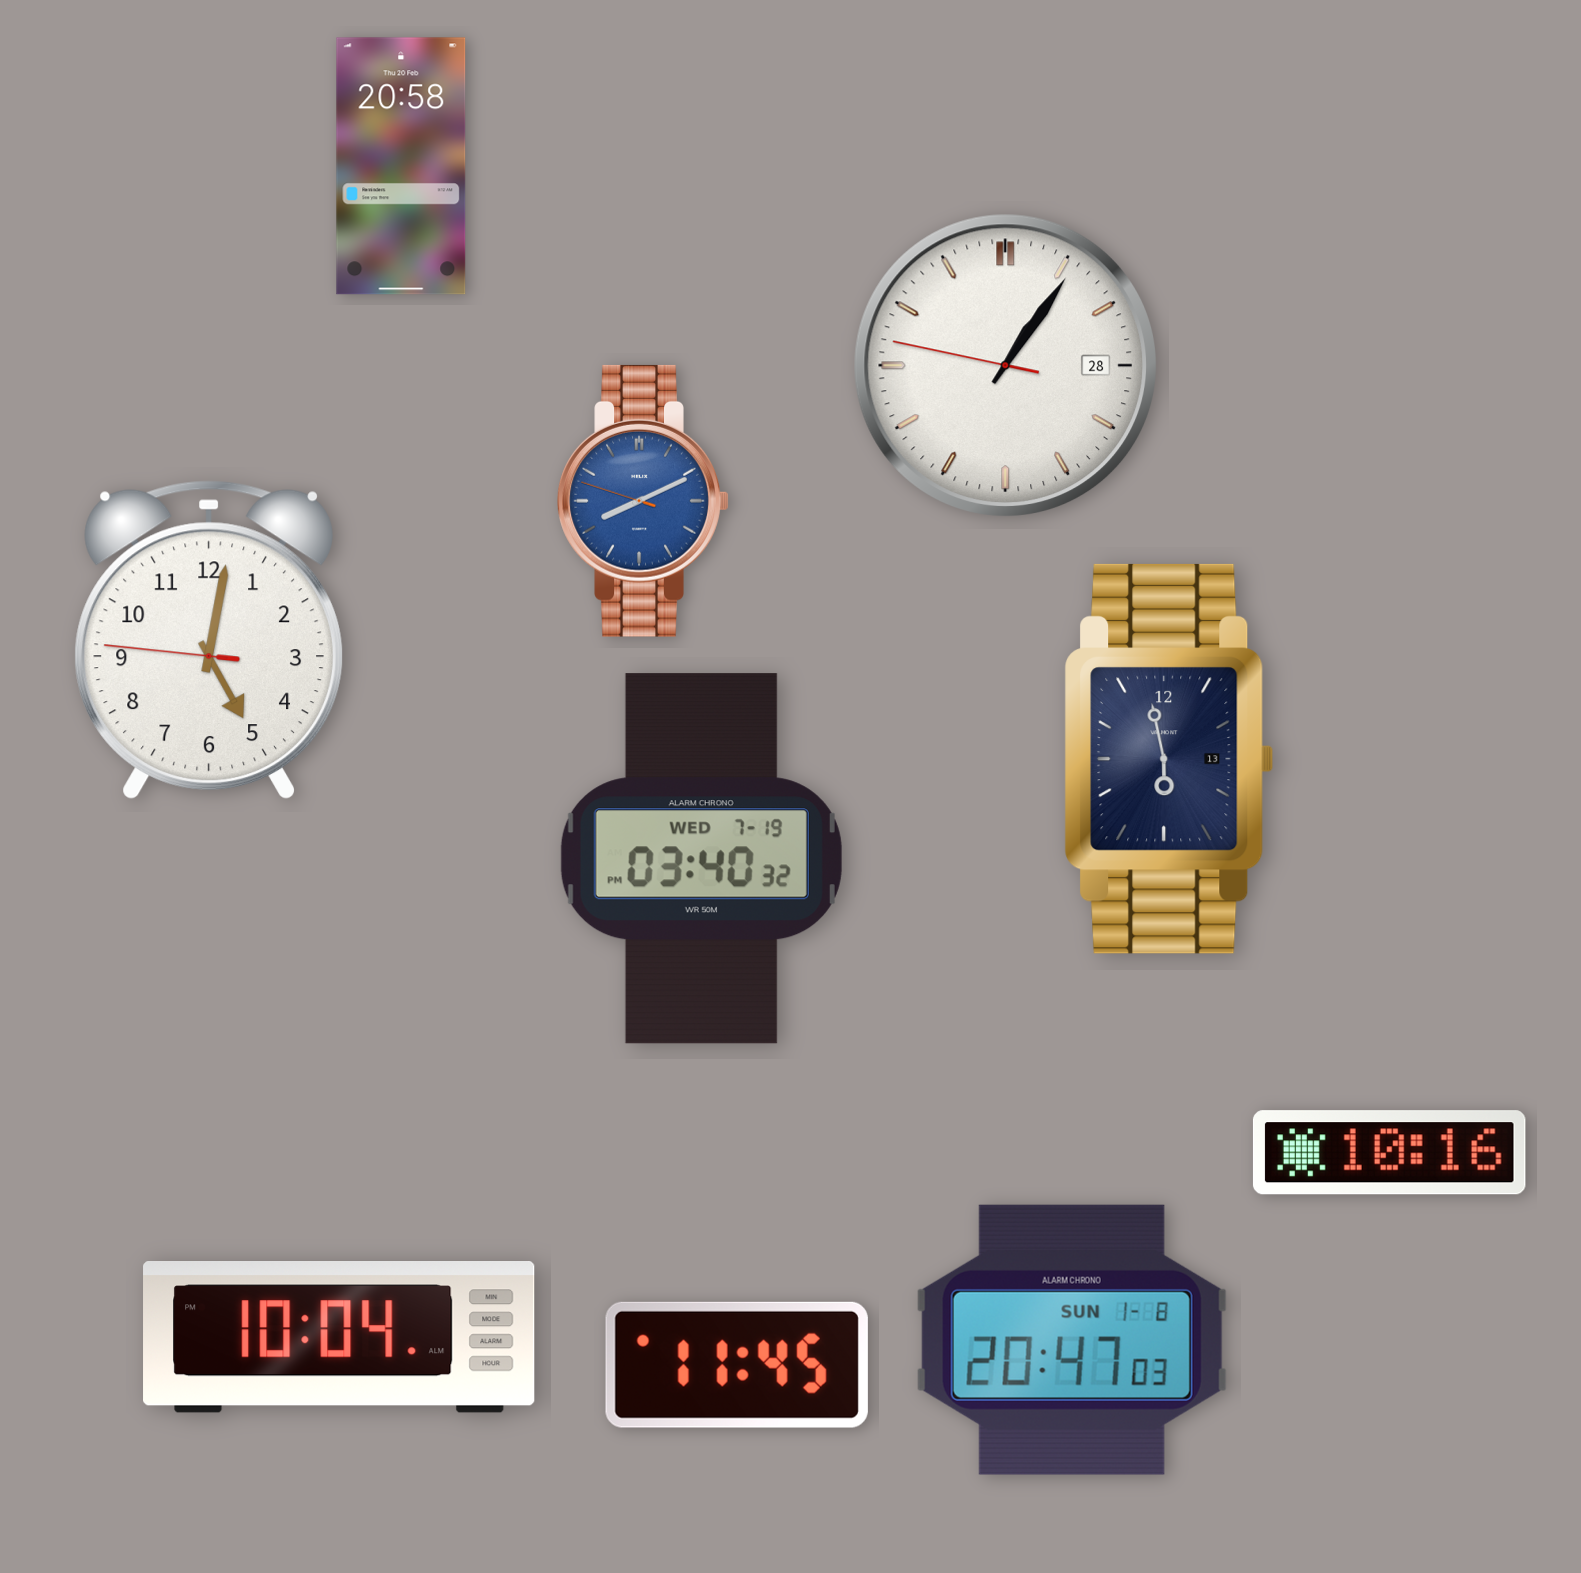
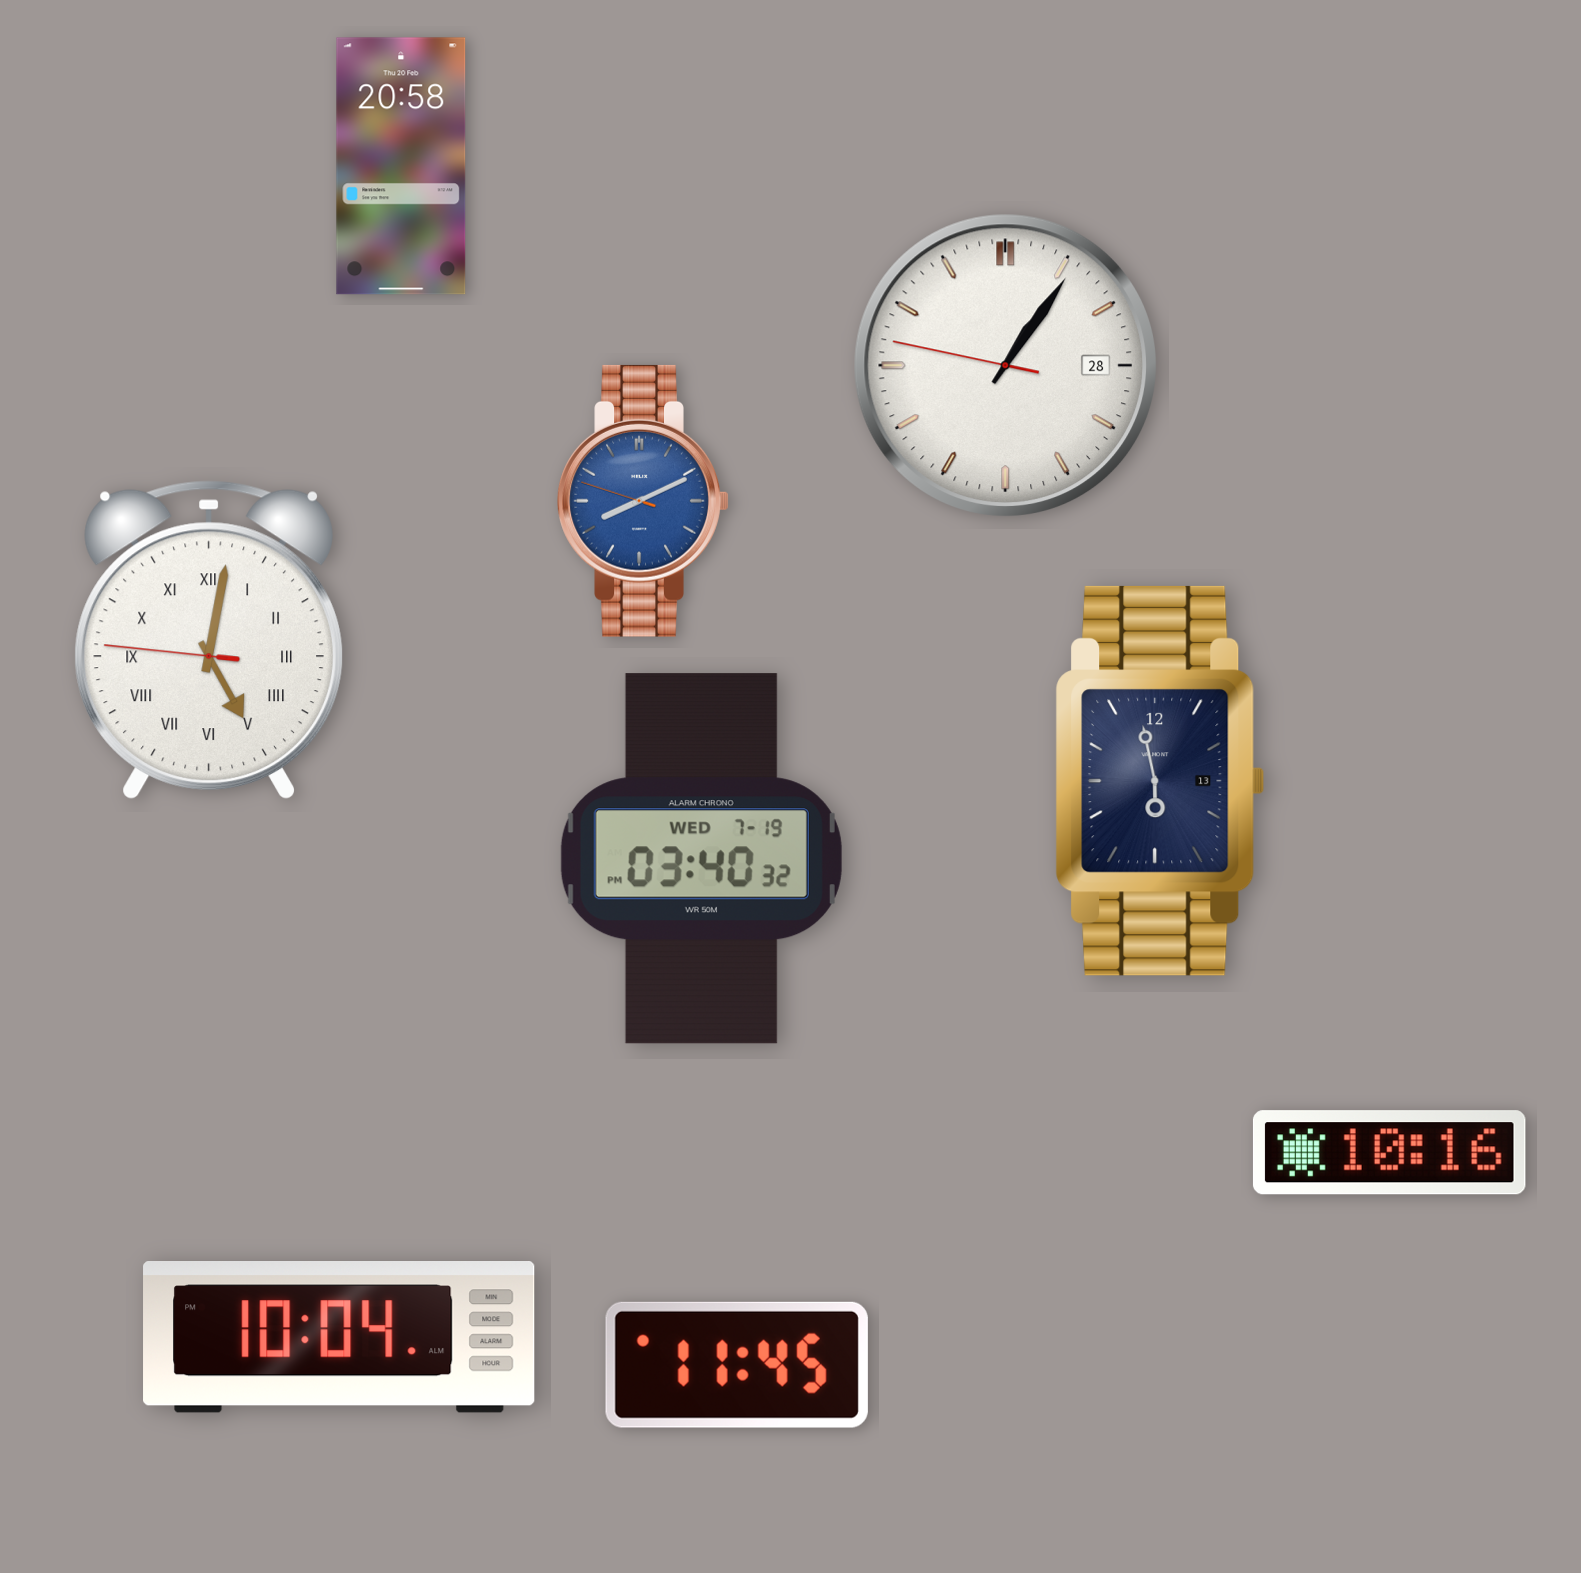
clock at (209, 640) numerals: Arabic -> Roman
clock at (1169, 759) position: (1169, 759) -> (1160, 781)
clock at (1072, 1340): 20:47 -> none
